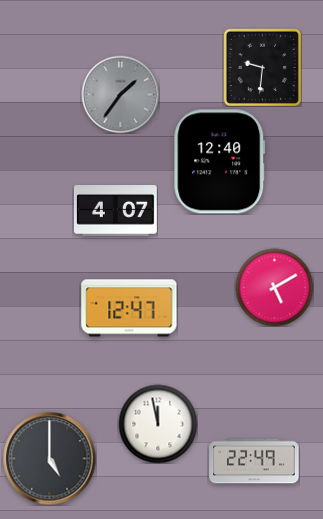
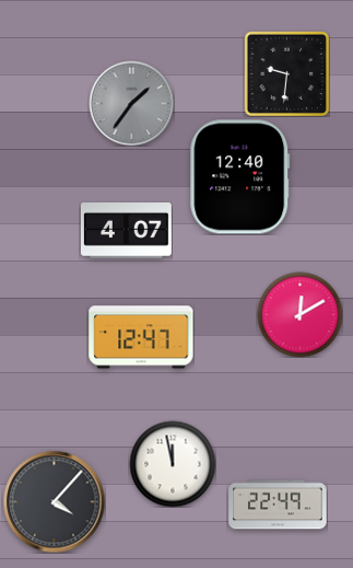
clock at (274, 287): 5:10 -> 12:10
clock at (49, 458): 5:00 -> 4:07
